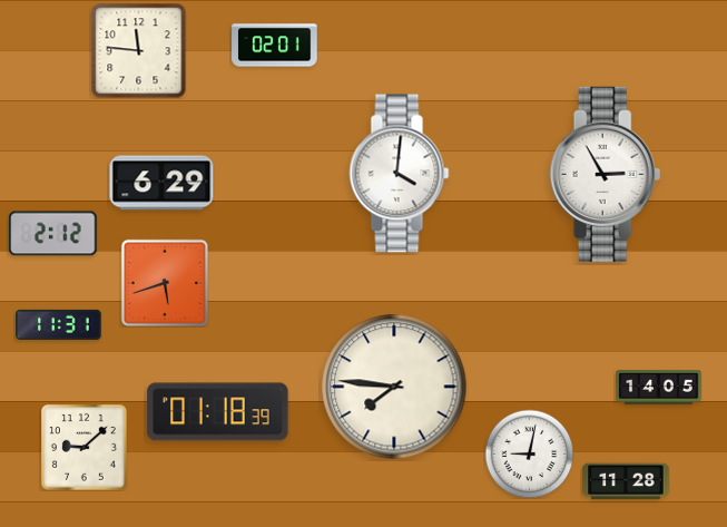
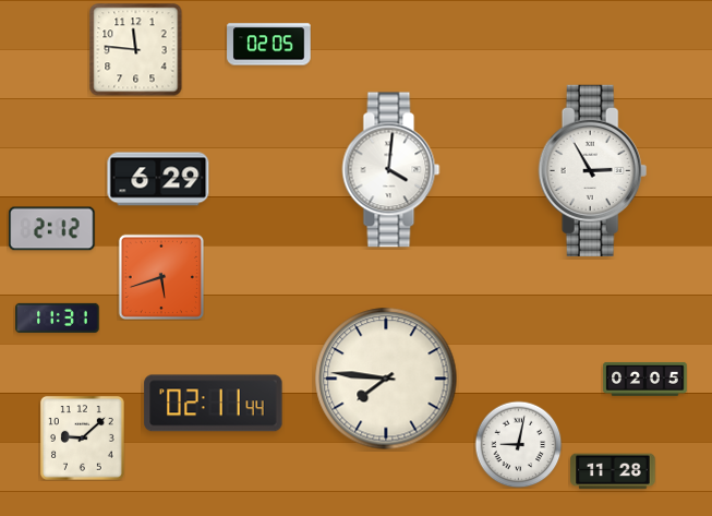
clock at (275, 46): 02:01 -> 02:05
clock at (659, 387): 14:05 -> 02:05
clock at (218, 412): 01:18 -> 02:11
